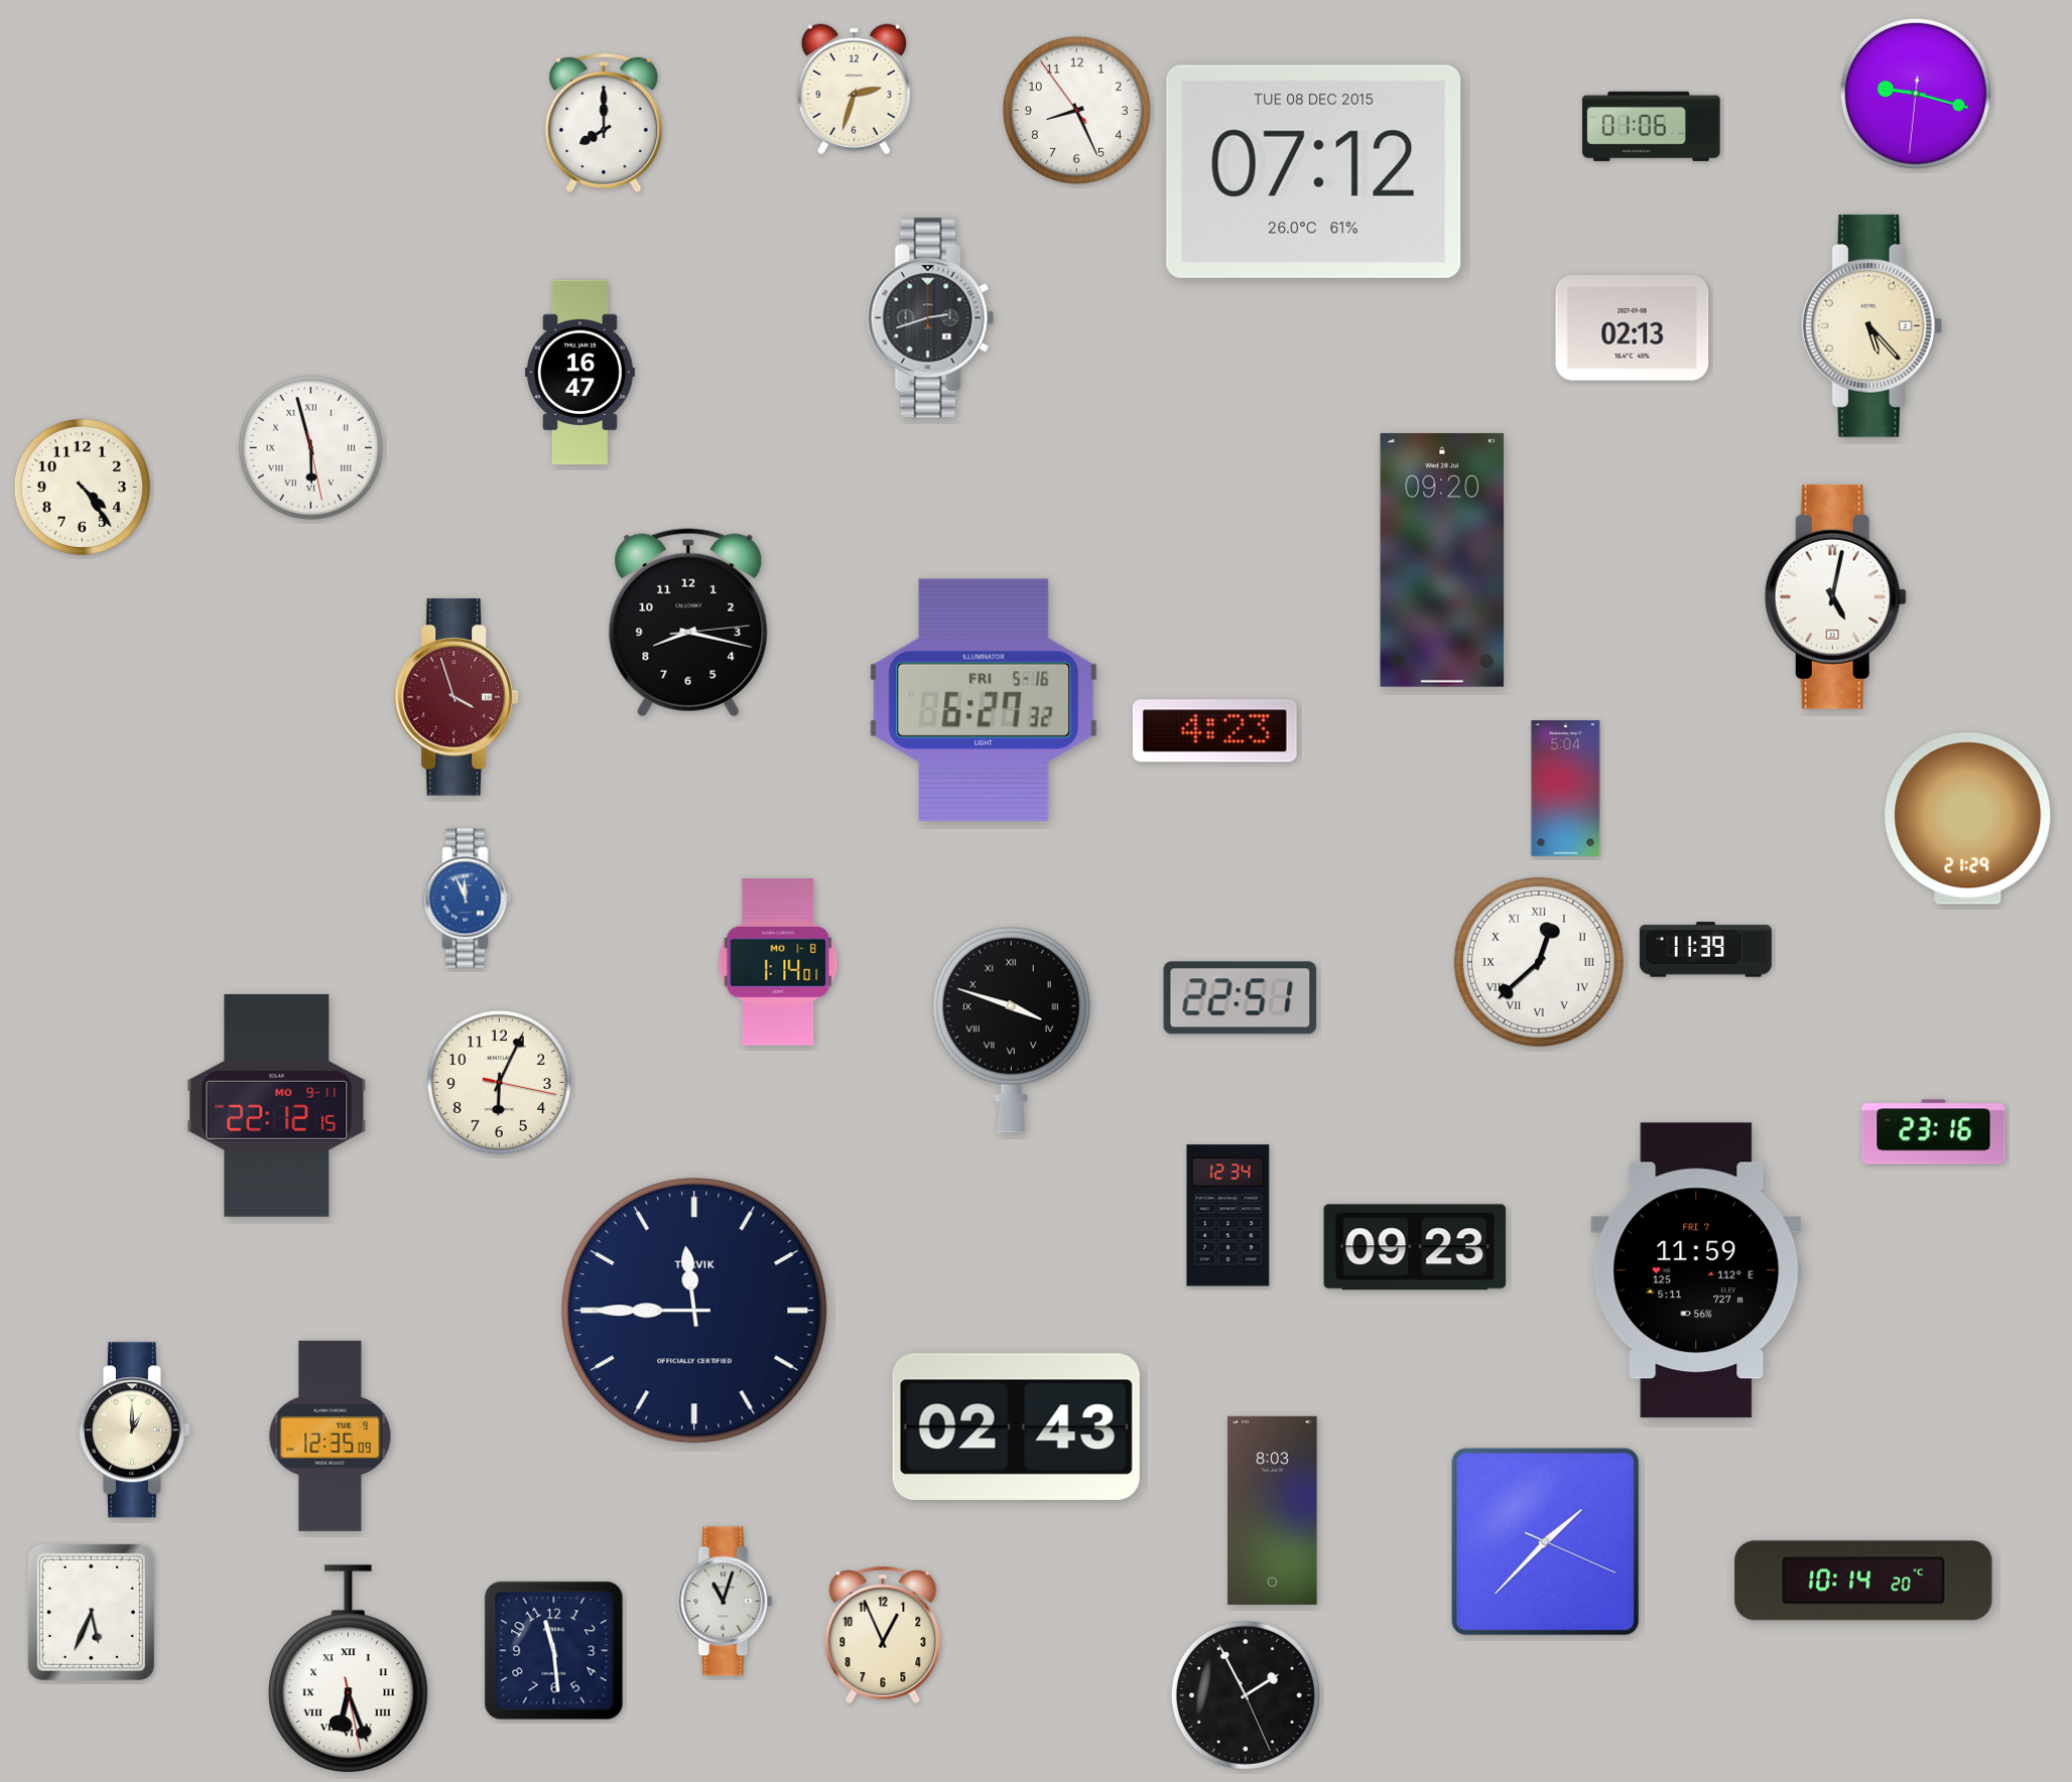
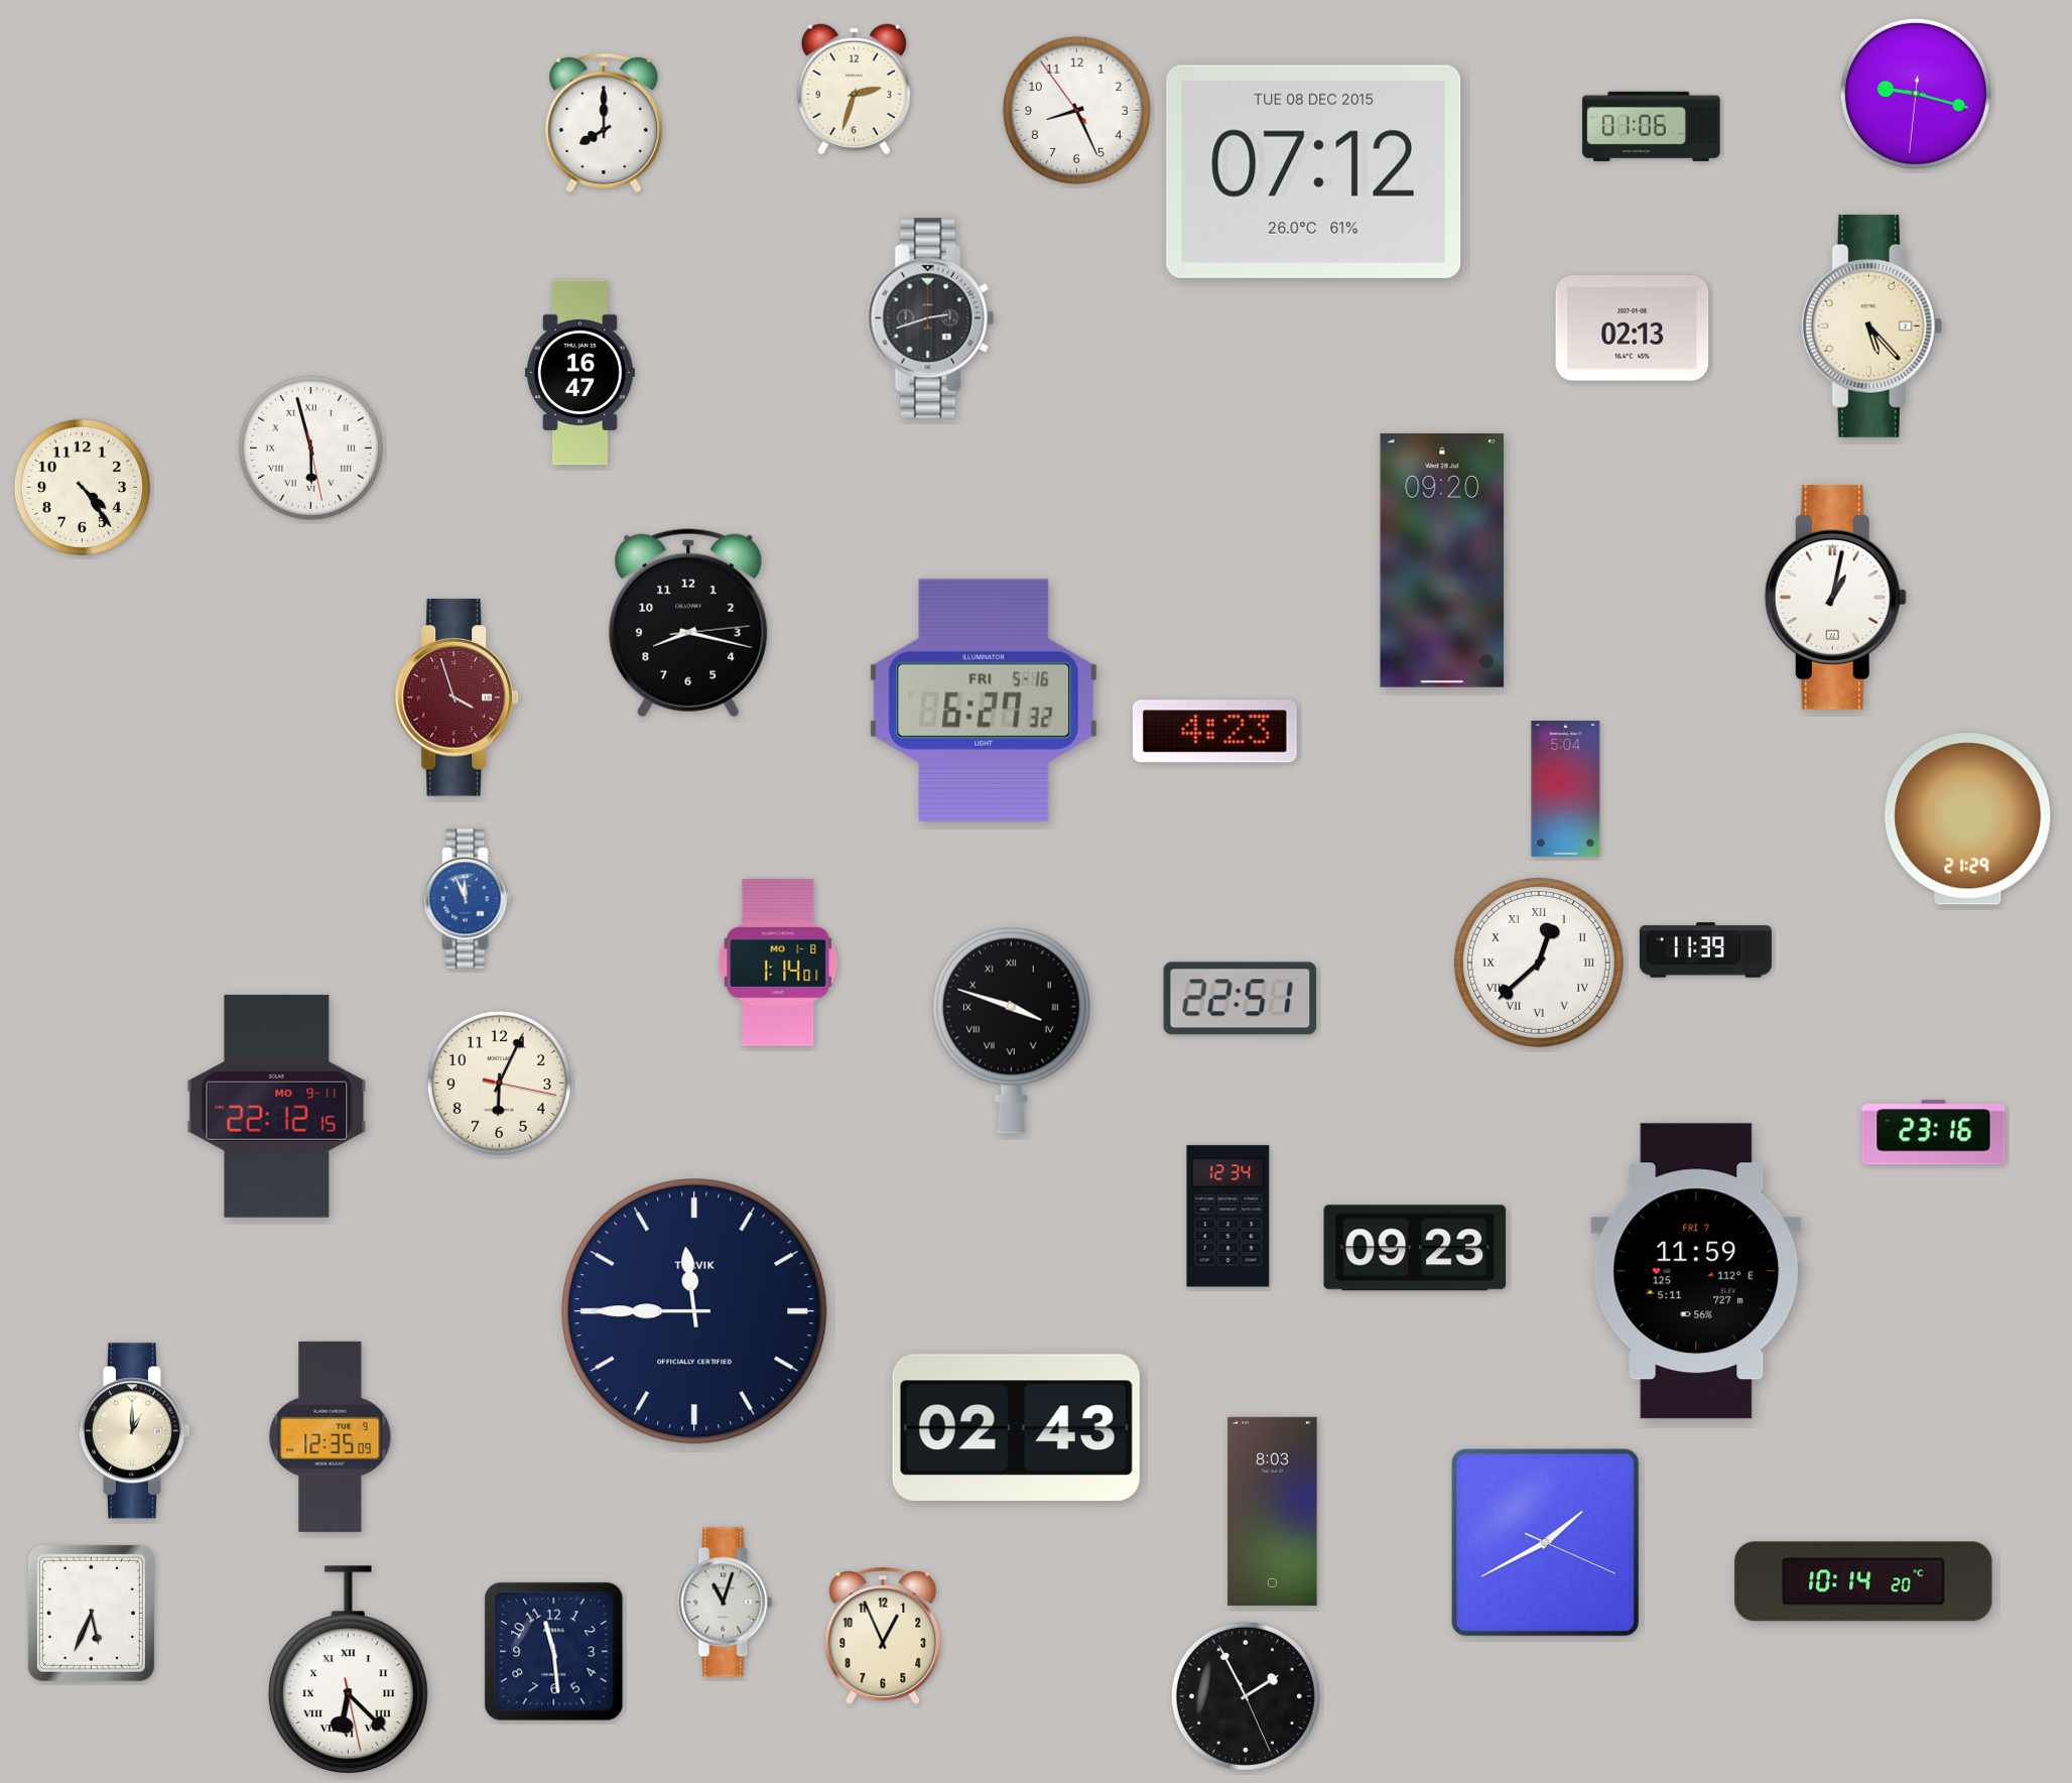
clock at (1835, 596): 5:02 -> 1:02
clock at (1546, 1542): 1:37 -> 1:40
clock at (348, 1669): 6:26 -> 6:22
